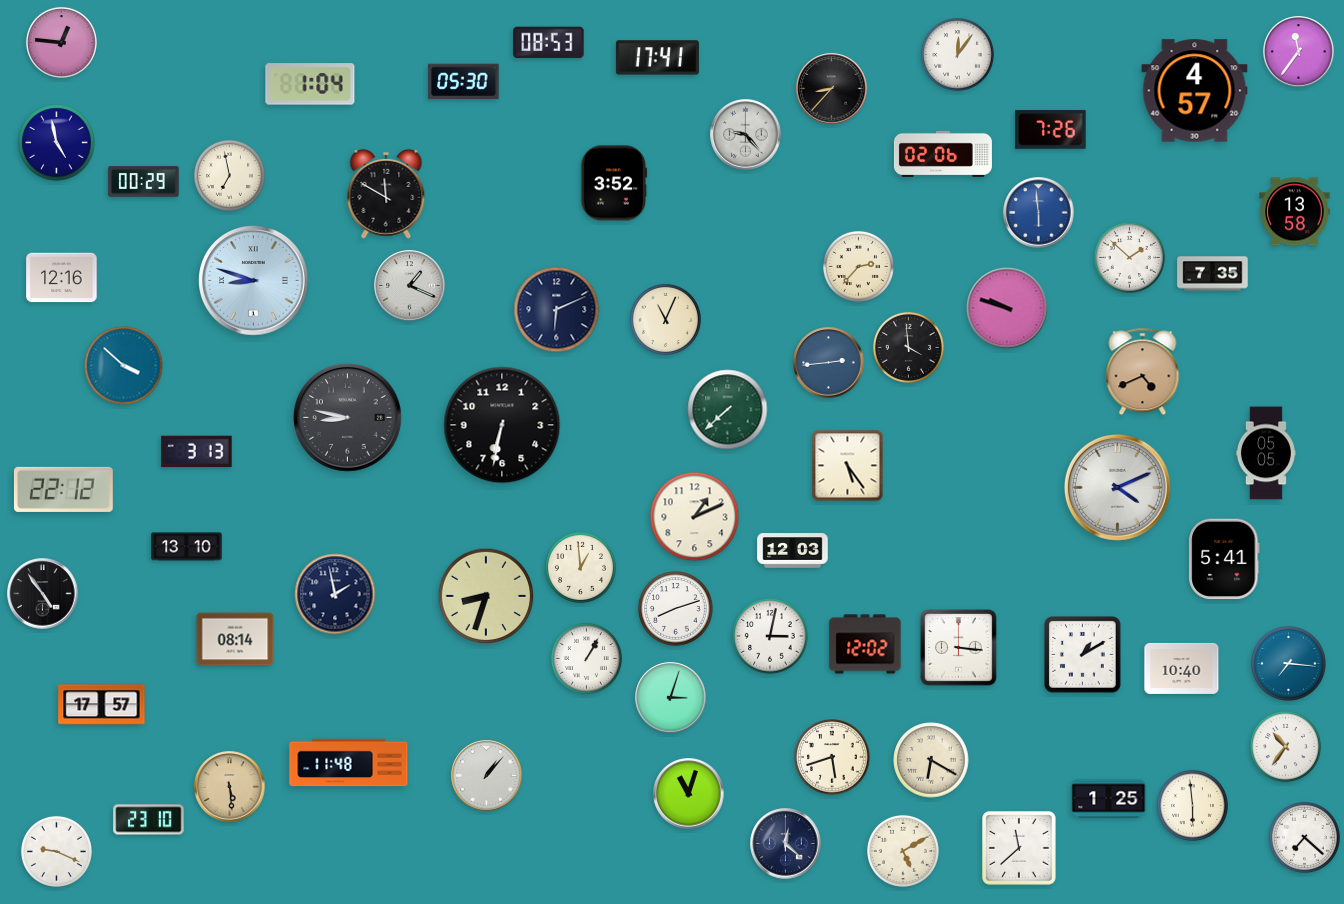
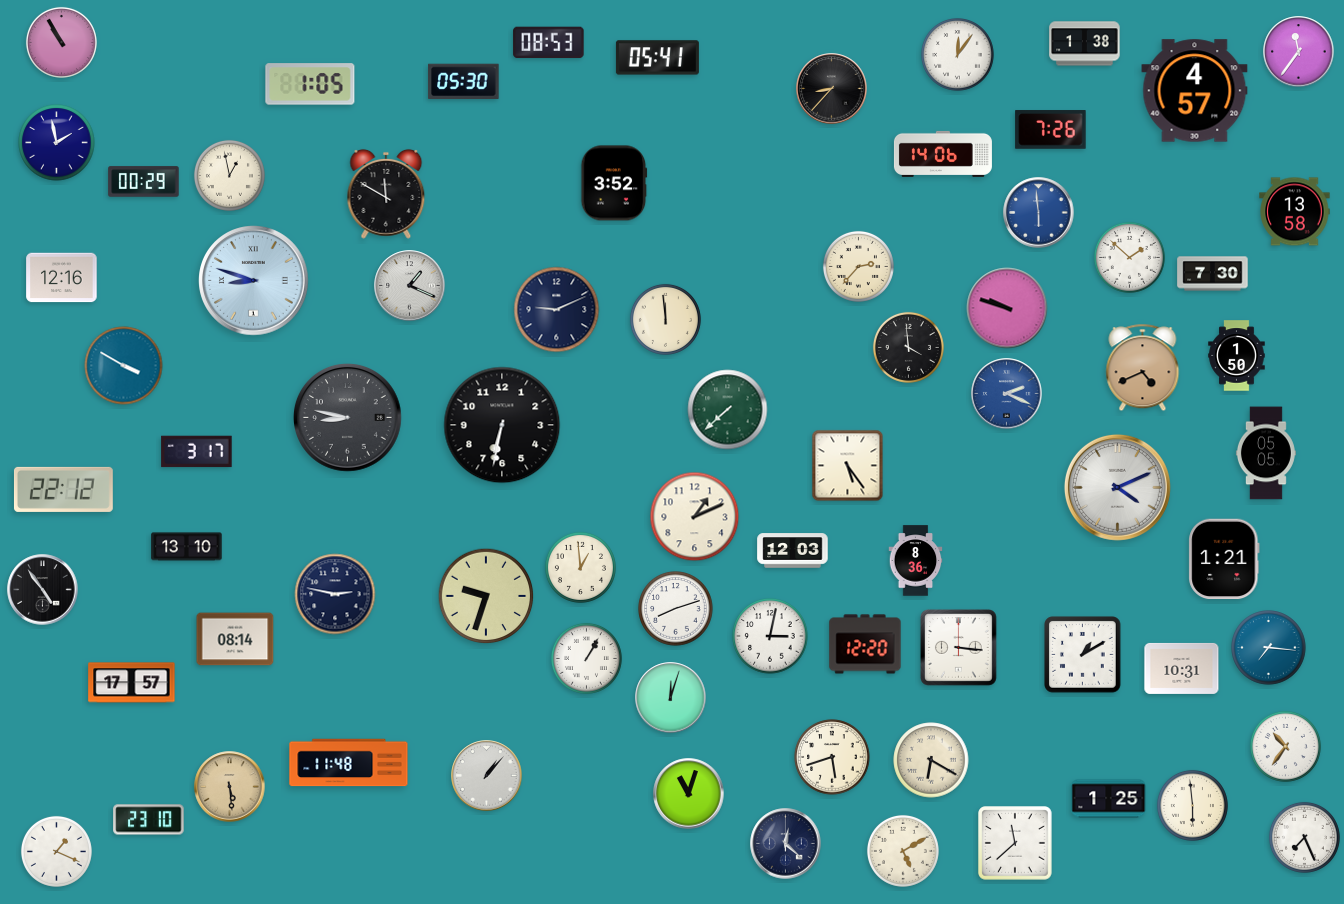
clock at (61, 42): 12:46 -> 10:55
clock at (1085, 44): none -> 1:38
clock at (657, 58): 17:41 -> 05:41
clock at (310, 84): 1:04 -> 1:05
clock at (746, 135): 9:23 -> none
clock at (57, 143): 4:58 -> 1:58
clock at (943, 154): 02:06 -> 14:06
clock at (229, 175): 6:58 -> 12:58
clock at (1213, 274): 7:35 -> 7:30
clock at (557, 310): 6:11 -> 9:11
clock at (665, 319): 11:04 -> 11:59
clock at (1237, 356): none -> 1:50
clock at (829, 363): 2:44 -> none
clock at (124, 366): 3:52 -> 3:50
clock at (1143, 372) position: (1143, 372) -> (1143, 368)
clock at (1007, 394): none -> 2:19
clock at (197, 452): 3:13 -> 3:17
clock at (1224, 559): 5:41 -> 1:21
clock at (916, 561): none -> 8:36
clock at (43, 594) position: (43, 594) -> (43, 590)
clock at (335, 594): 1:58 -> 2:47
clock at (486, 596): 8:33 -> 9:33
clock at (865, 644): 12:02 -> 12:20
clock at (1289, 664) position: (1289, 664) -> (1269, 648)
clock at (1182, 668): 10:40 -> 10:31
clock at (671, 698): 3:03 -> 12:03
clock at (102, 705) position: (102, 705) -> (132, 683)
clock at (1304, 837): 7:22 -> 7:26
clock at (1019, 848) position: (1019, 848) -> (1015, 843)
clock at (56, 851): 9:19 -> 1:19
